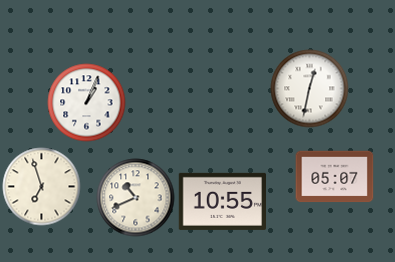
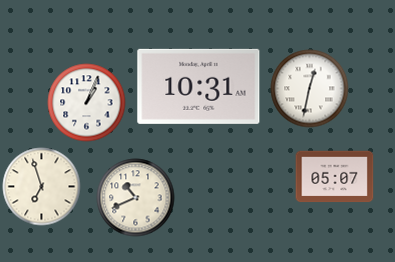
clock at (199, 86): none -> 10:31
clock at (222, 201): 10:55 -> none
